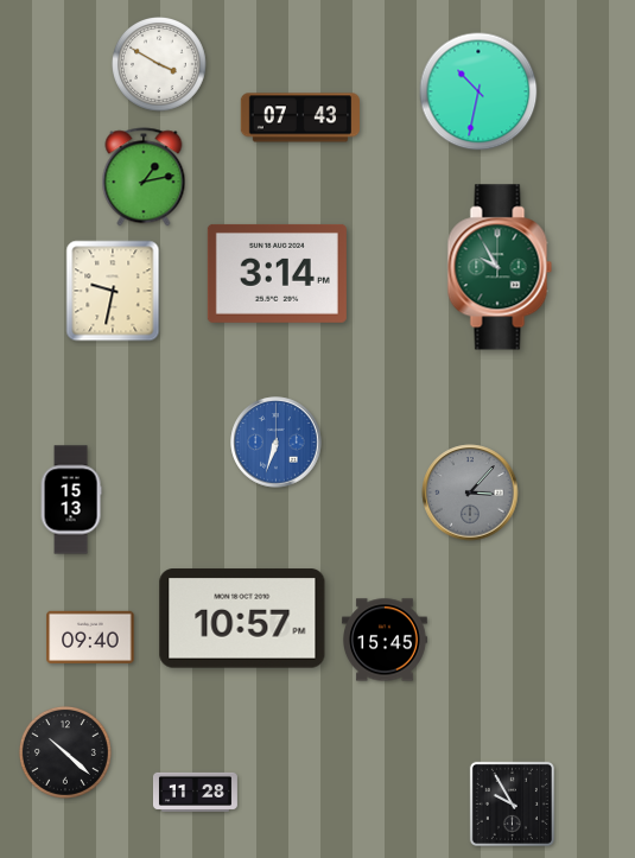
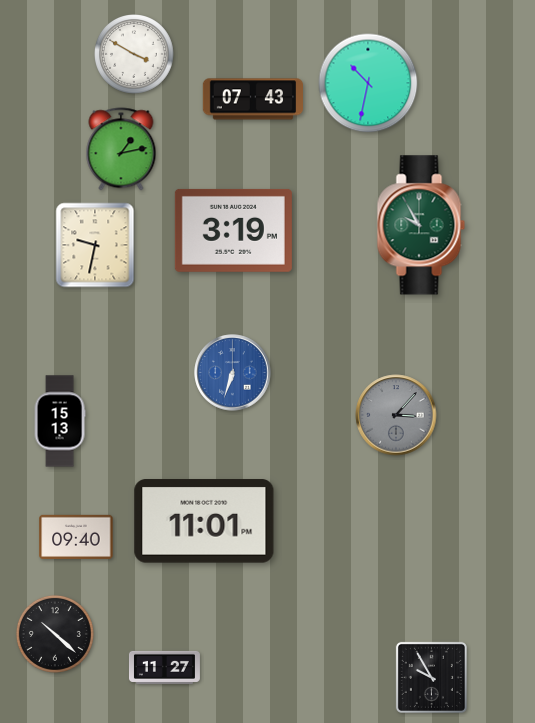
clock at (478, 91) position: (478, 91) -> (368, 83)
clock at (277, 273): 3:14 -> 3:19
clock at (242, 618): 10:57 -> 11:01
clock at (386, 640): 15:45 -> none
clock at (195, 792): 11:28 -> 11:27
